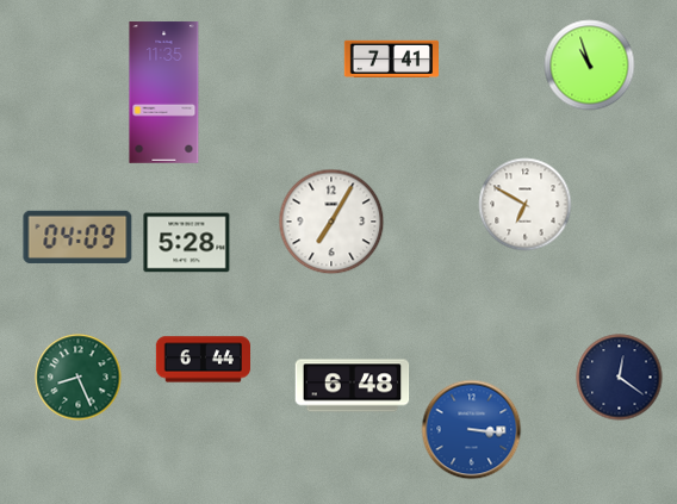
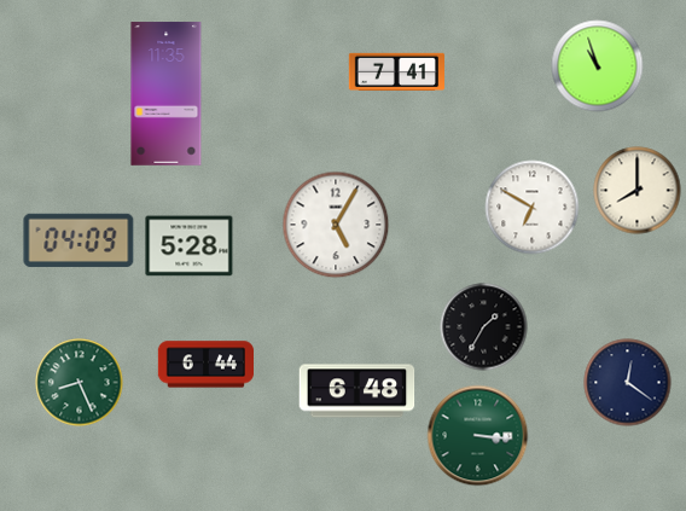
clock at (391, 58) position: (391, 58) -> (396, 71)
clock at (638, 191): none -> 8:00
clock at (331, 222): 7:05 -> 5:05
clock at (484, 327): none -> 1:35
clock at (472, 430) dial: blue -> green
